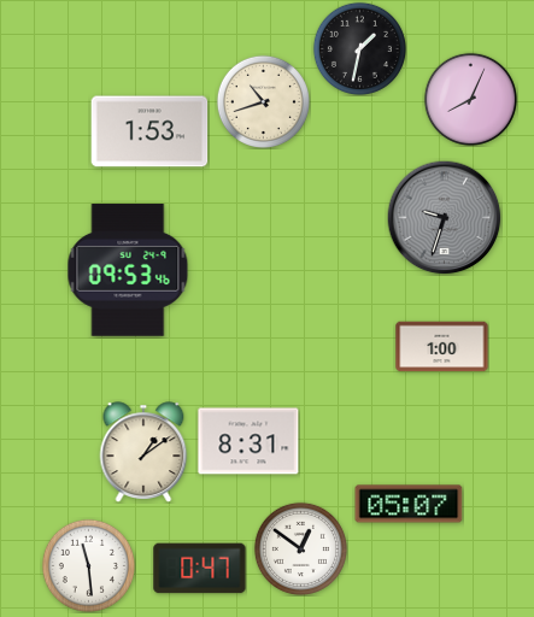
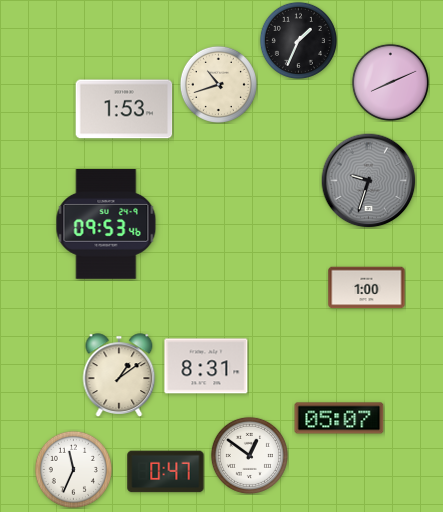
clock at (359, 48): 1:32 -> 1:34
clock at (470, 99): 8:04 -> 8:11
clock at (88, 565): 11:29 -> 11:34
